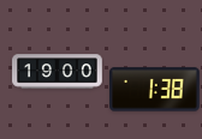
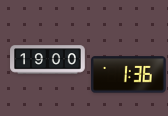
clock at (155, 90): 1:38 -> 1:36
